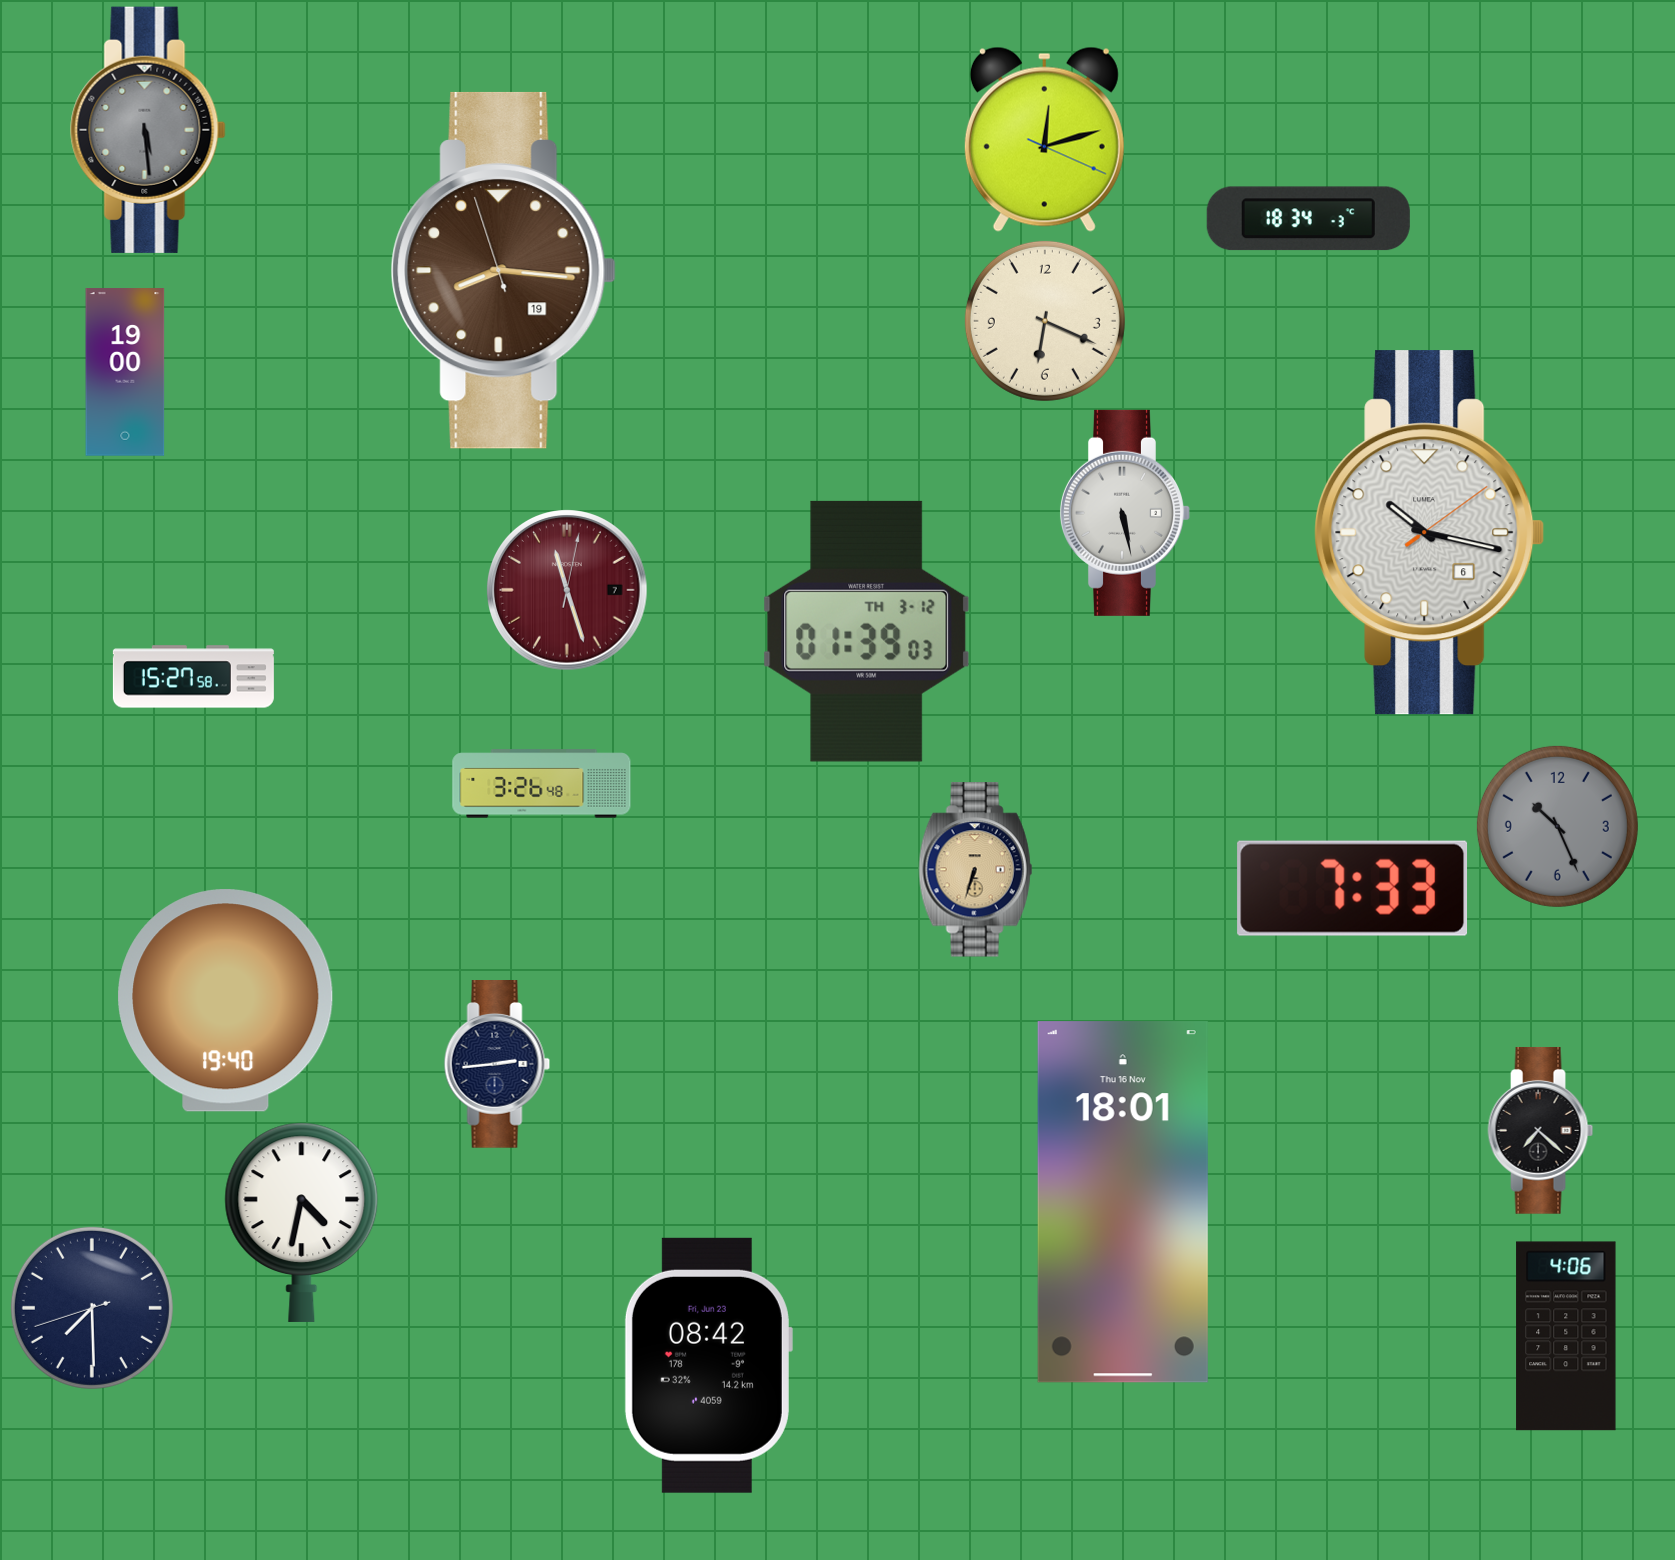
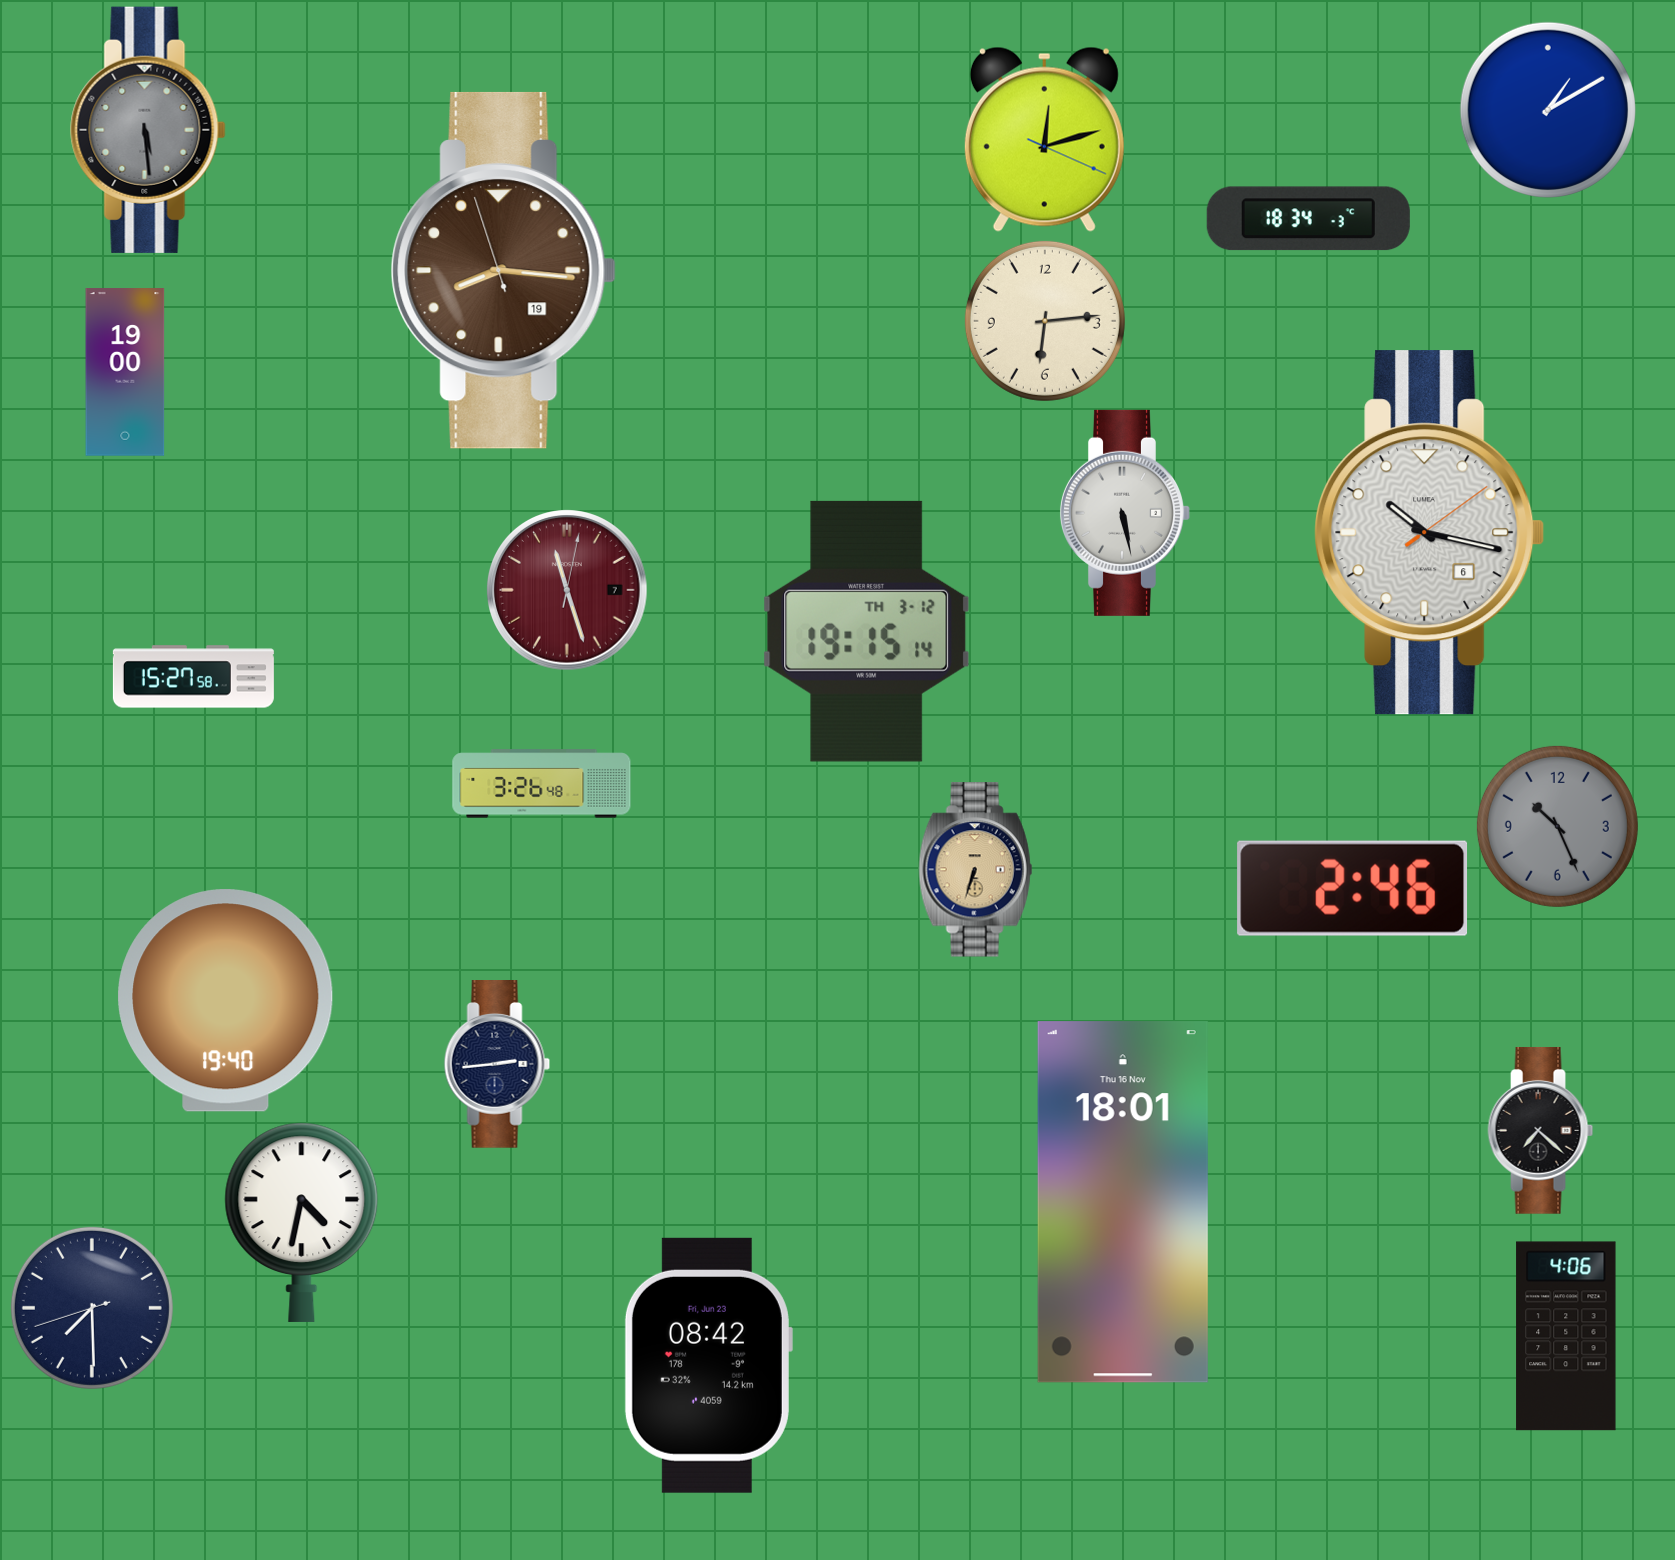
clock at (1548, 110): none -> 1:10
clock at (1045, 321): 6:19 -> 6:14
clock at (867, 631): 01:39 -> 19:15
clock at (1353, 888): 7:33 -> 2:46
